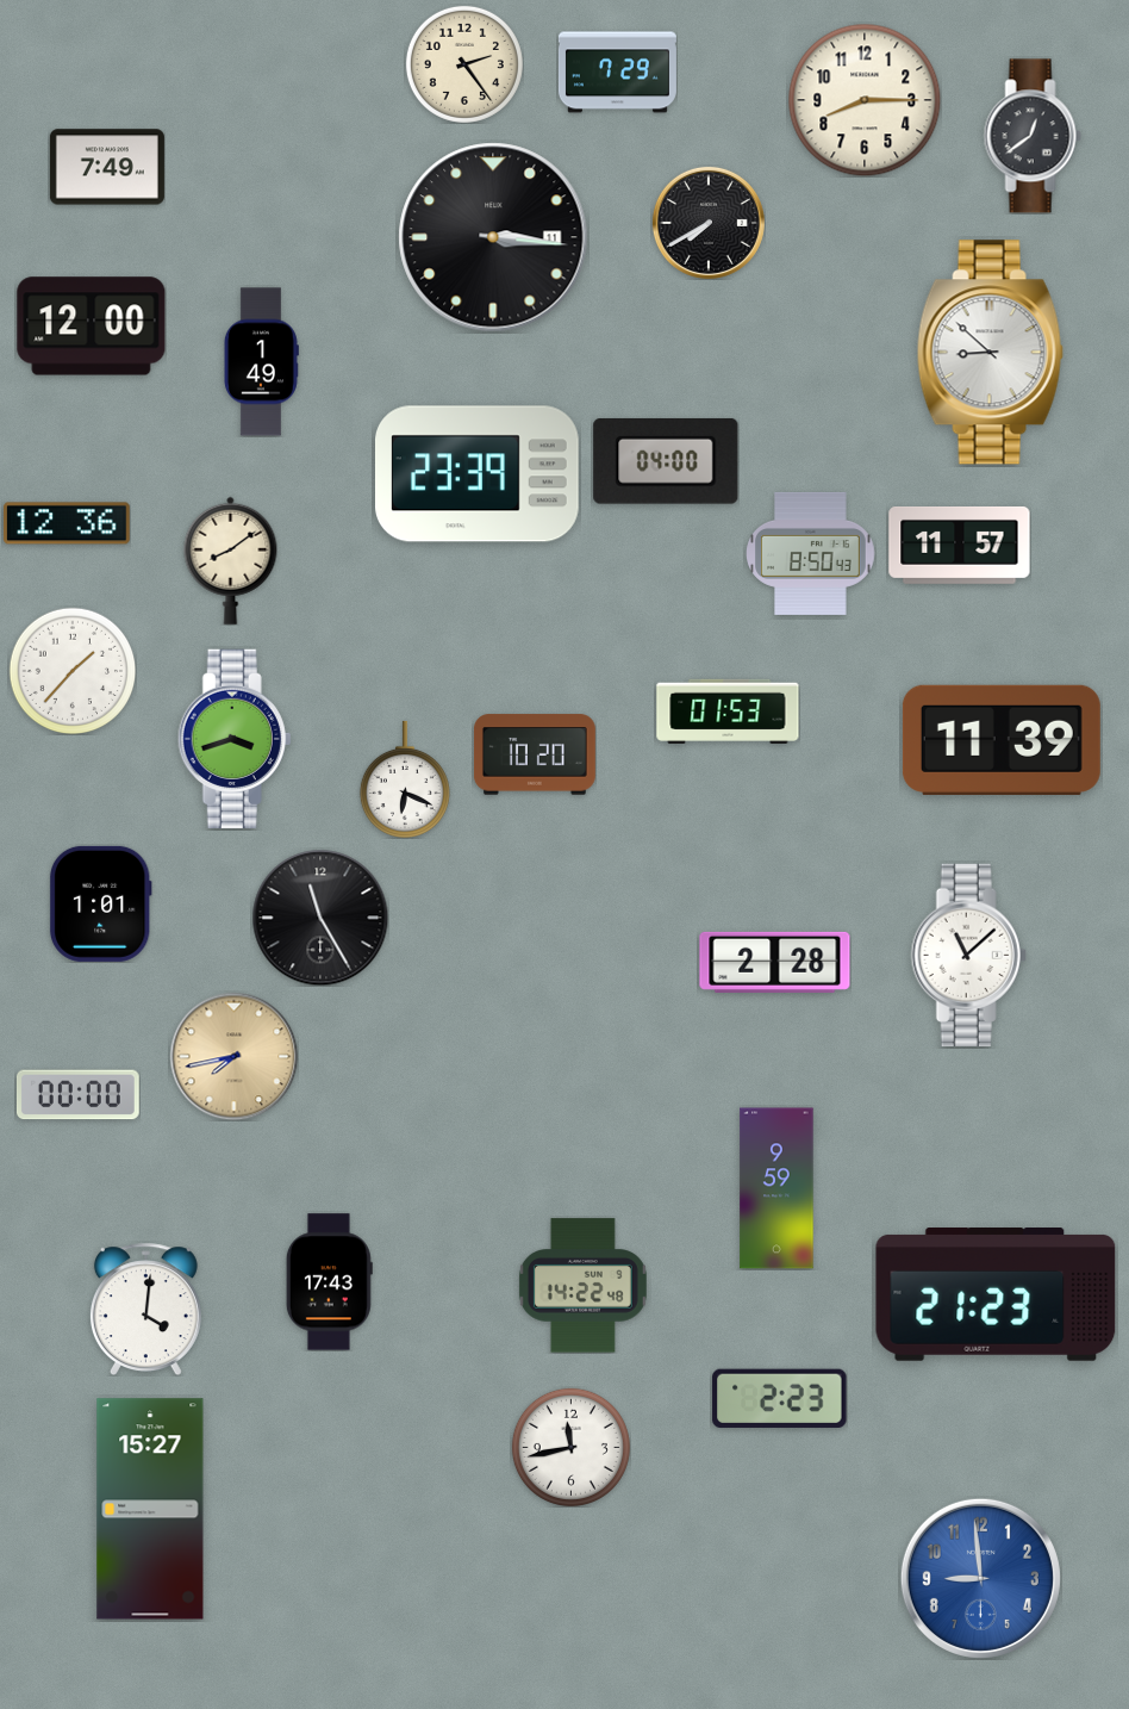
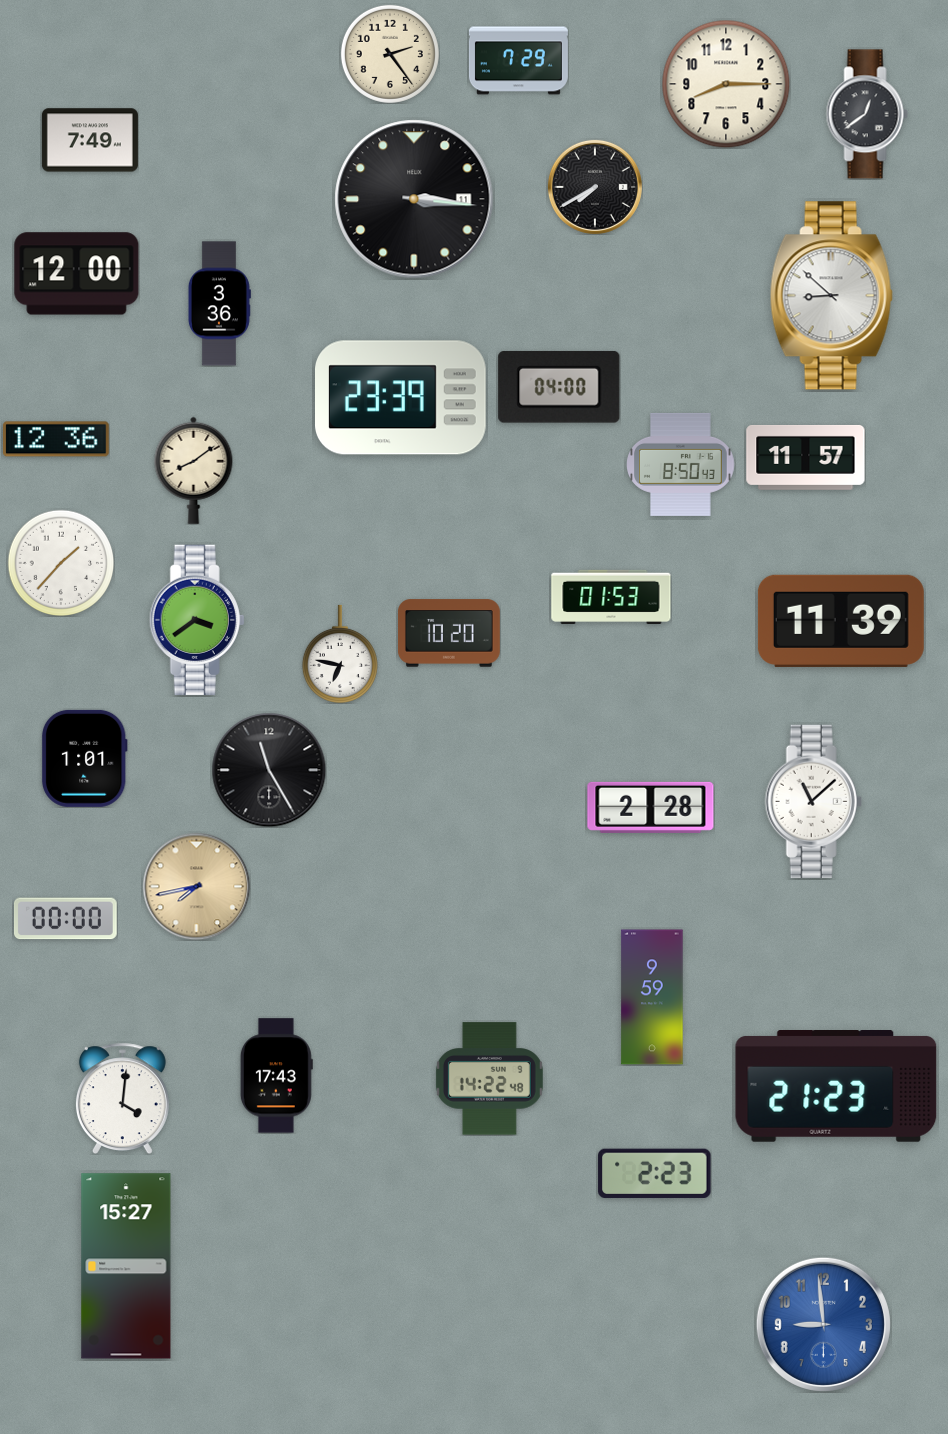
clock at (261, 362): 1:49 -> 3:36
clock at (235, 739): 3:42 -> 3:39
clock at (405, 779): 6:19 -> 6:47
clock at (570, 1447): 11:43 -> none
